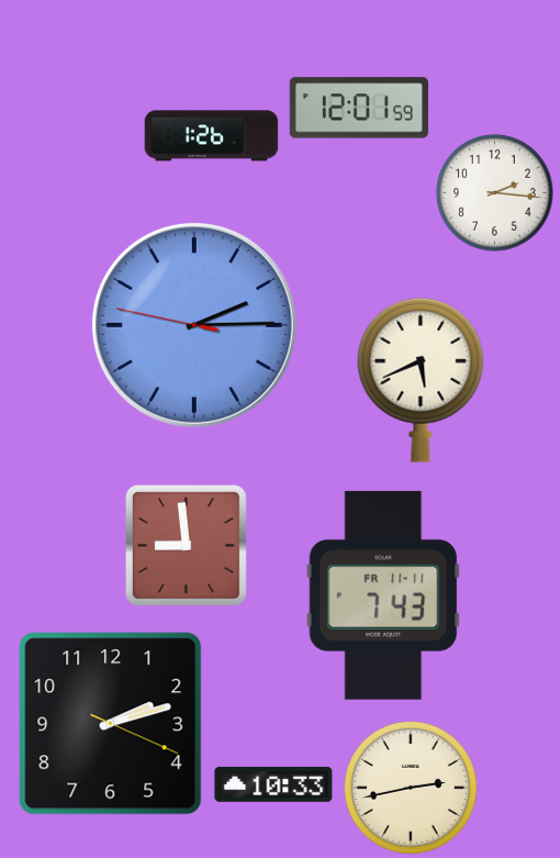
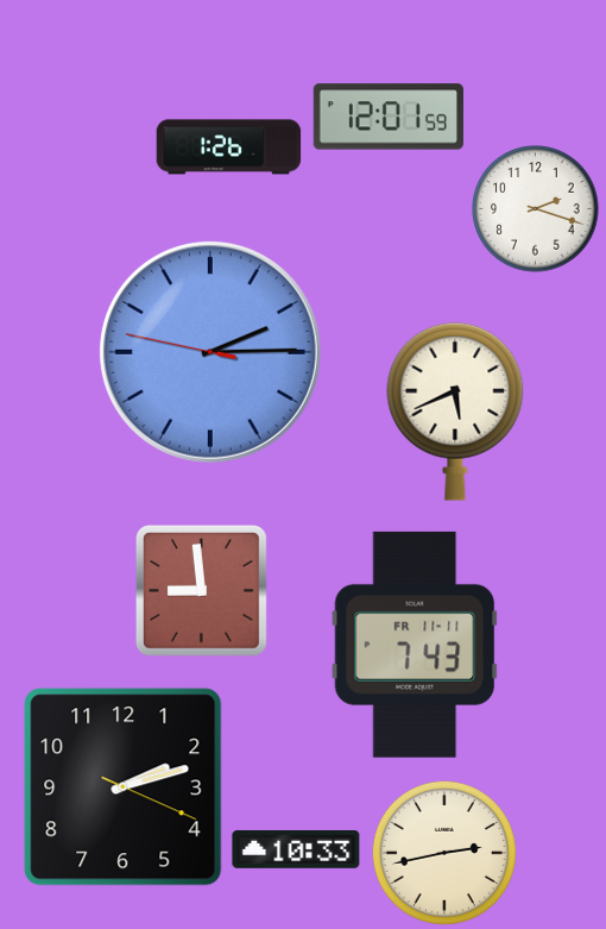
clock at (495, 193): 2:16 -> 2:18
clock at (111, 724) position: (111, 724) -> (124, 787)
